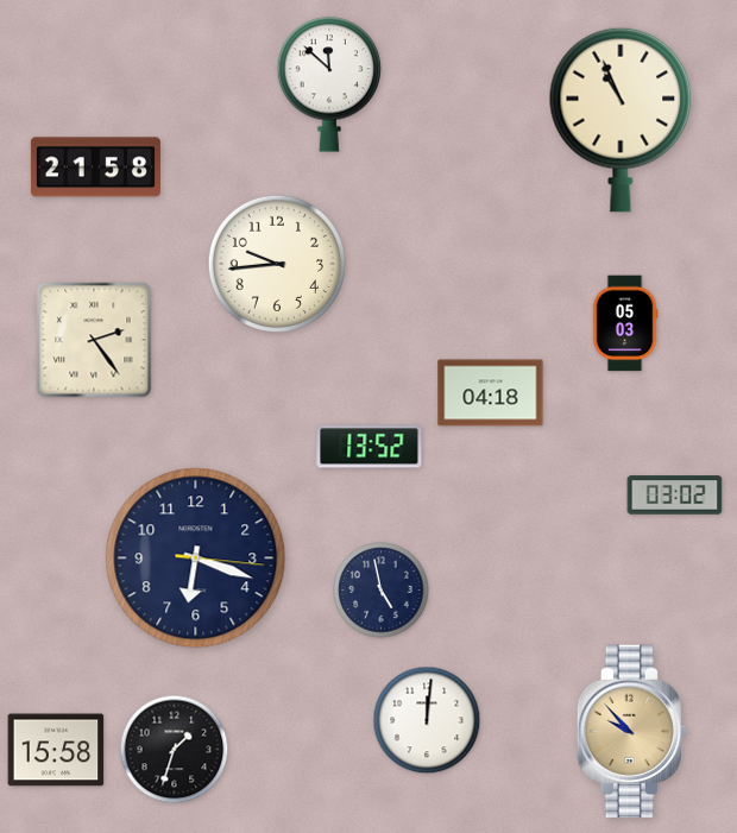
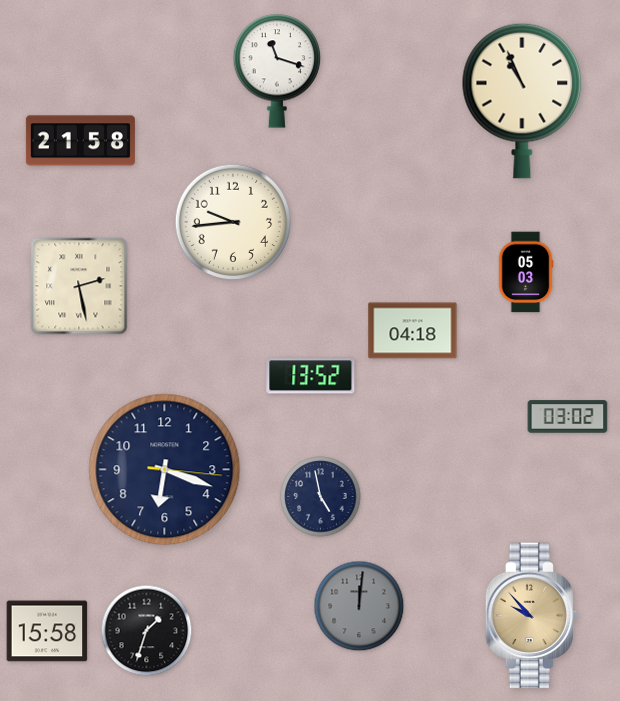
clock at (329, 84): 11:52 -> 11:18
clock at (94, 340): 2:24 -> 2:28
clock at (427, 720) dial: white -> grey
